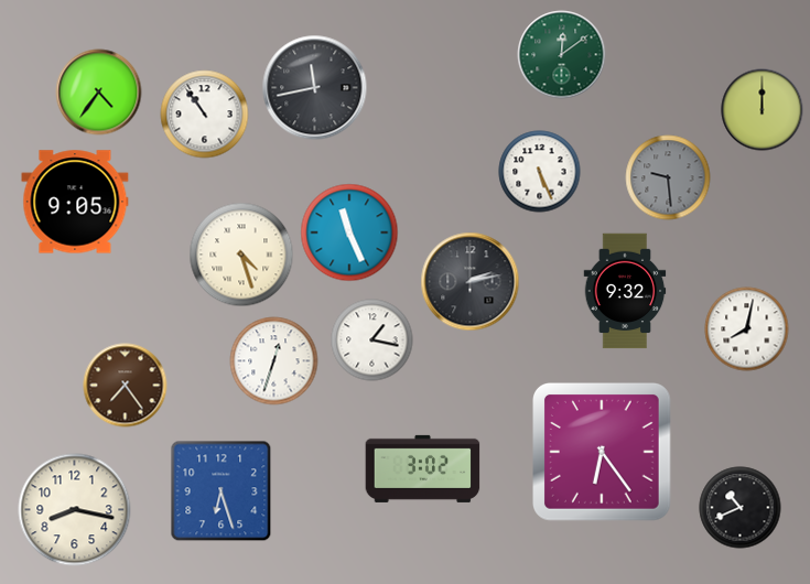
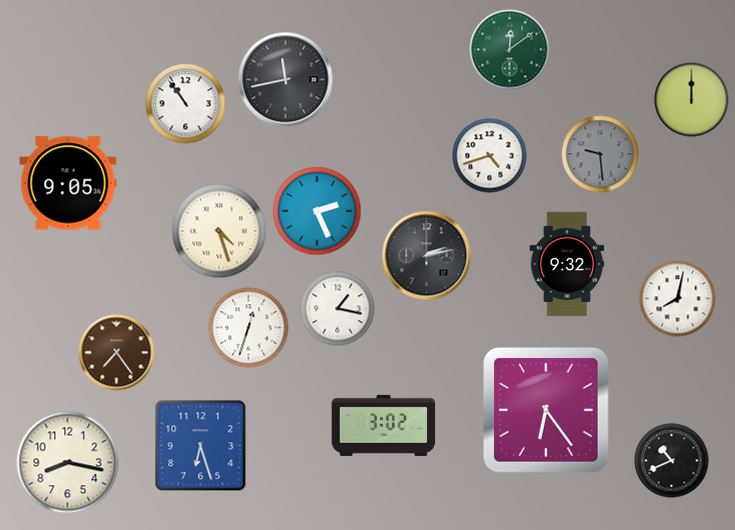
clock at (99, 93): 4:36 -> none
clock at (540, 172): 5:26 -> 4:42
clock at (668, 177) position: (668, 177) -> (600, 154)
clock at (349, 232): 11:26 -> 2:26
clock at (126, 386) position: (126, 386) -> (117, 353)
